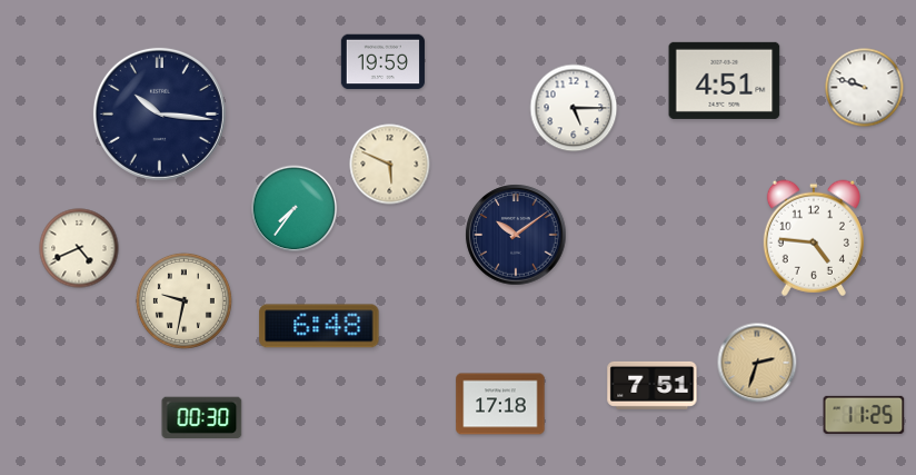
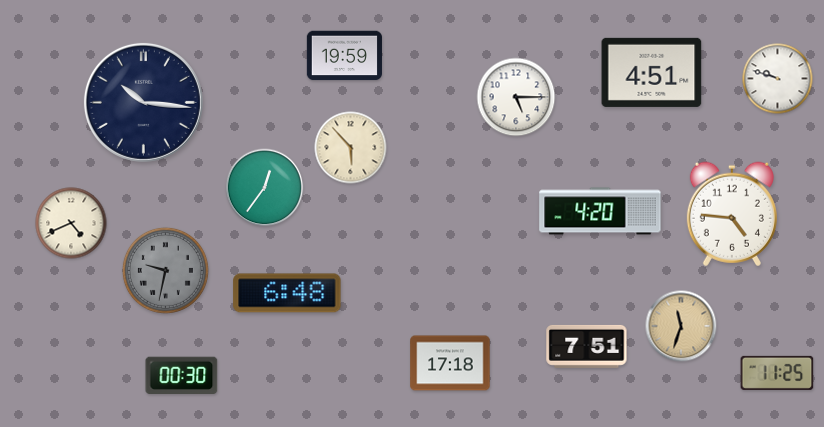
clock at (390, 165): 5:49 -> 5:53
clock at (295, 209): 7:36 -> 12:36
clock at (516, 235): 10:09 -> none
clock at (600, 211): none -> 4:20
clock at (183, 300) dial: cream -> grey
clock at (757, 363): 2:33 -> 11:33
